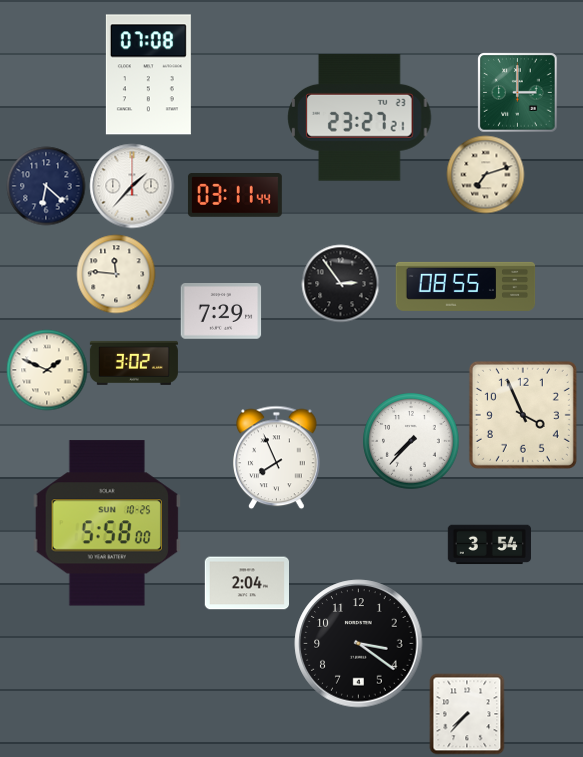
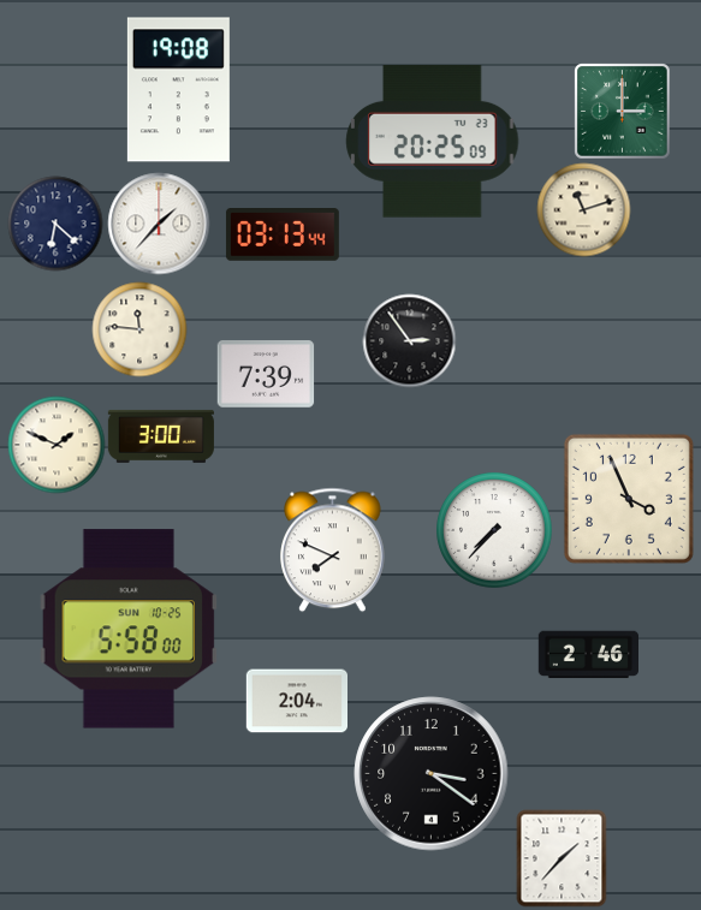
clock at (148, 75): 07:08 -> 19:08
clock at (360, 118): 23:27 -> 20:25
clock at (485, 174): 7:12 -> 11:12
clock at (235, 196): 03:11 -> 03:13
clock at (466, 286): 08:55 -> none
clock at (221, 311): 7:29 -> 7:39
clock at (134, 363): 3:02 -> 3:00
clock at (277, 457): 7:56 -> 7:49
clock at (489, 545): 3:54 -> 2:46
clock at (467, 714): 7:37 -> 1:37
